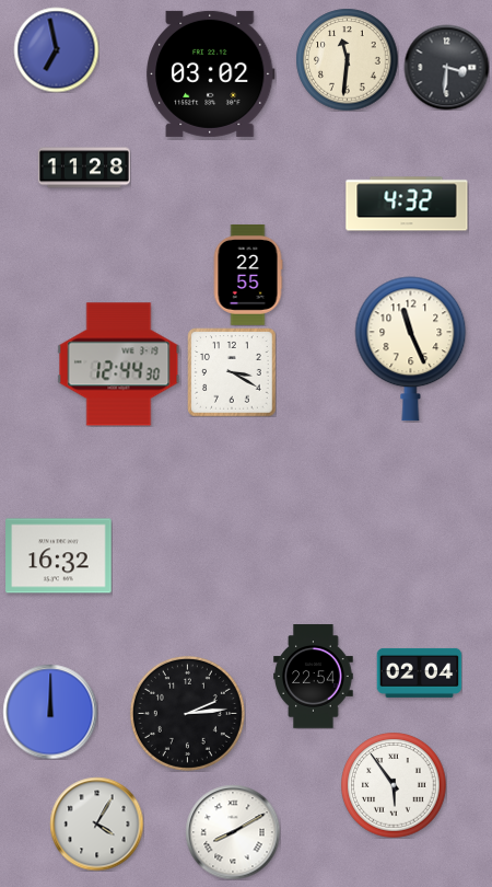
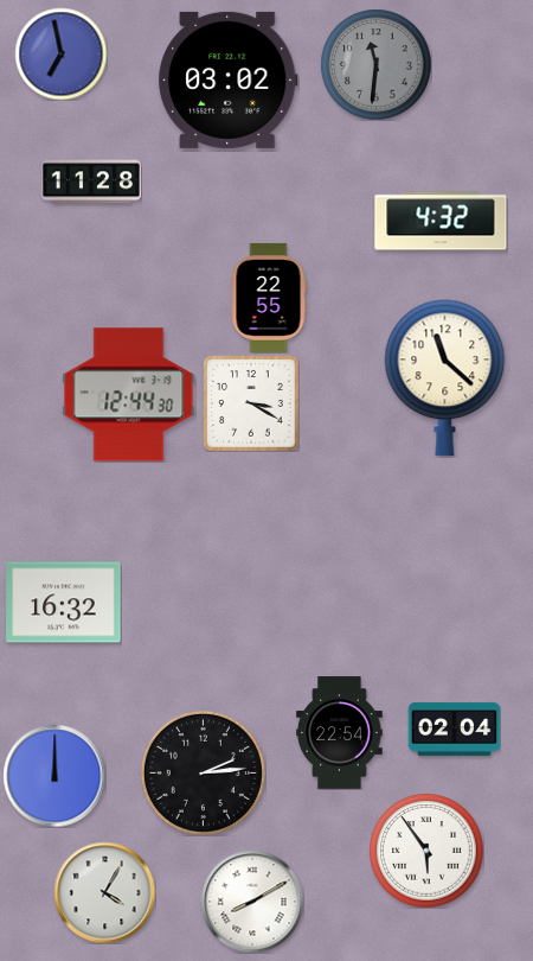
clock at (347, 59) dial: cream -> grey
clock at (446, 67): 3:31 -> none
clock at (411, 349): 11:26 -> 11:22
clock at (50, 712) position: (50, 712) -> (54, 776)
